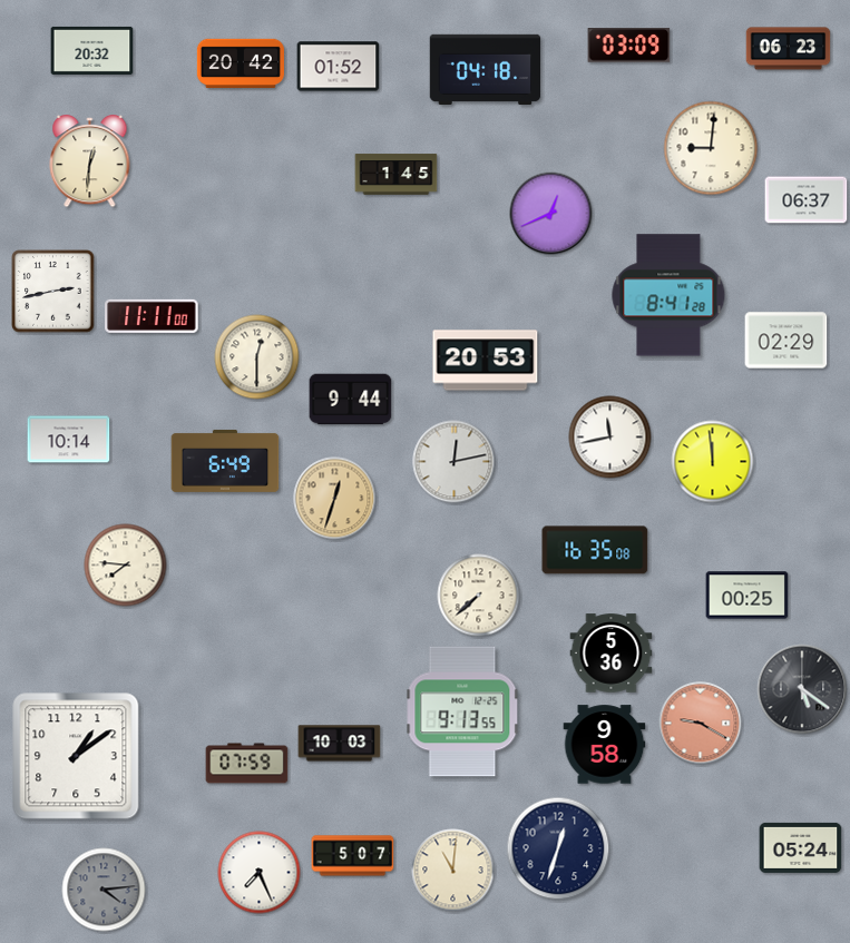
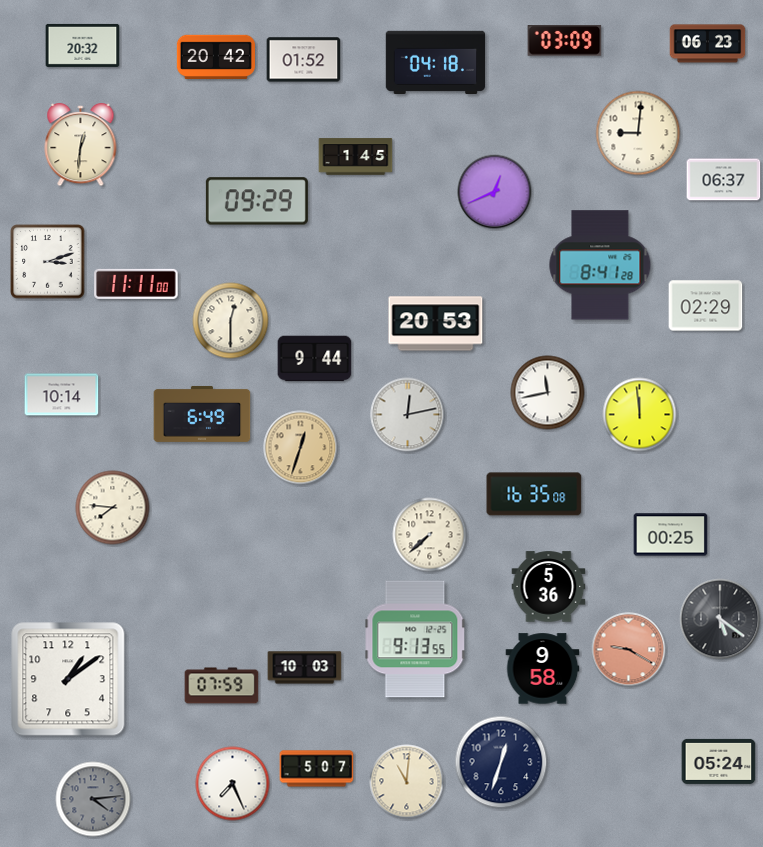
clock at (257, 201): none -> 09:29
clock at (53, 292): 2:43 -> 3:12
